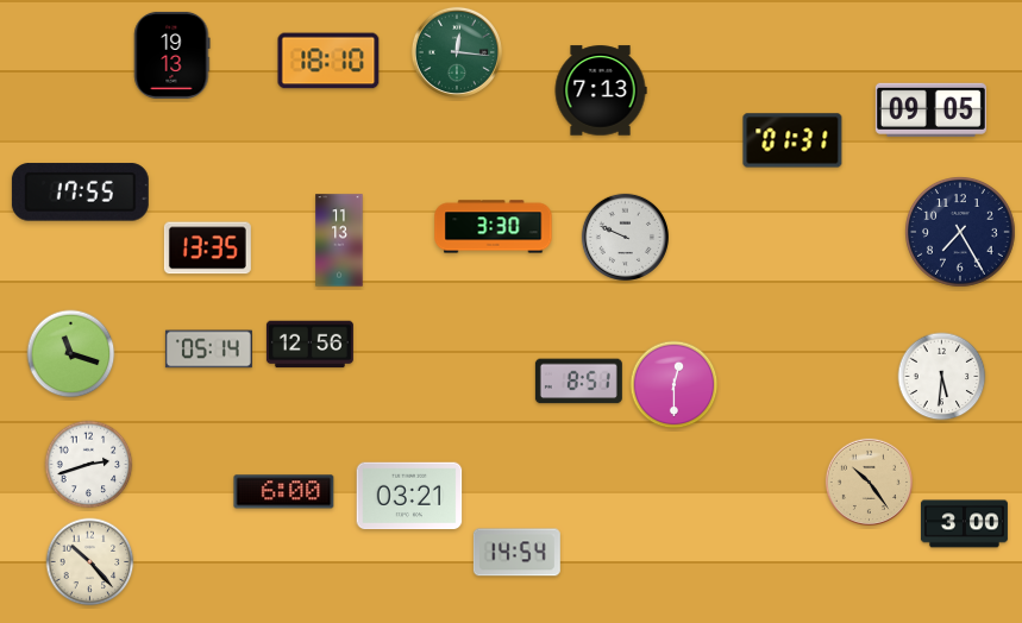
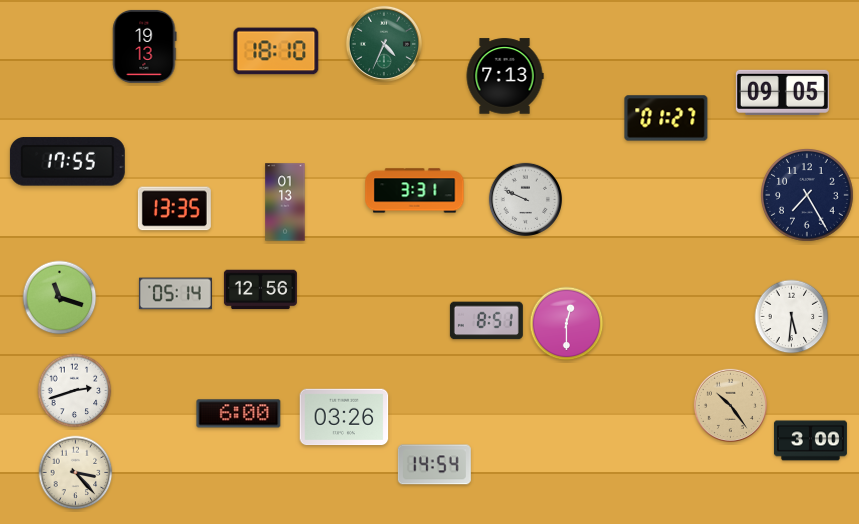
clock at (457, 52): 12:16 -> 4:34
clock at (792, 140): 01:31 -> 01:27
clock at (494, 227): 3:30 -> 3:31
clock at (339, 240): 11:13 -> 01:13
clock at (409, 496): 03:21 -> 03:26
clock at (90, 562): 10:23 -> 3:23
